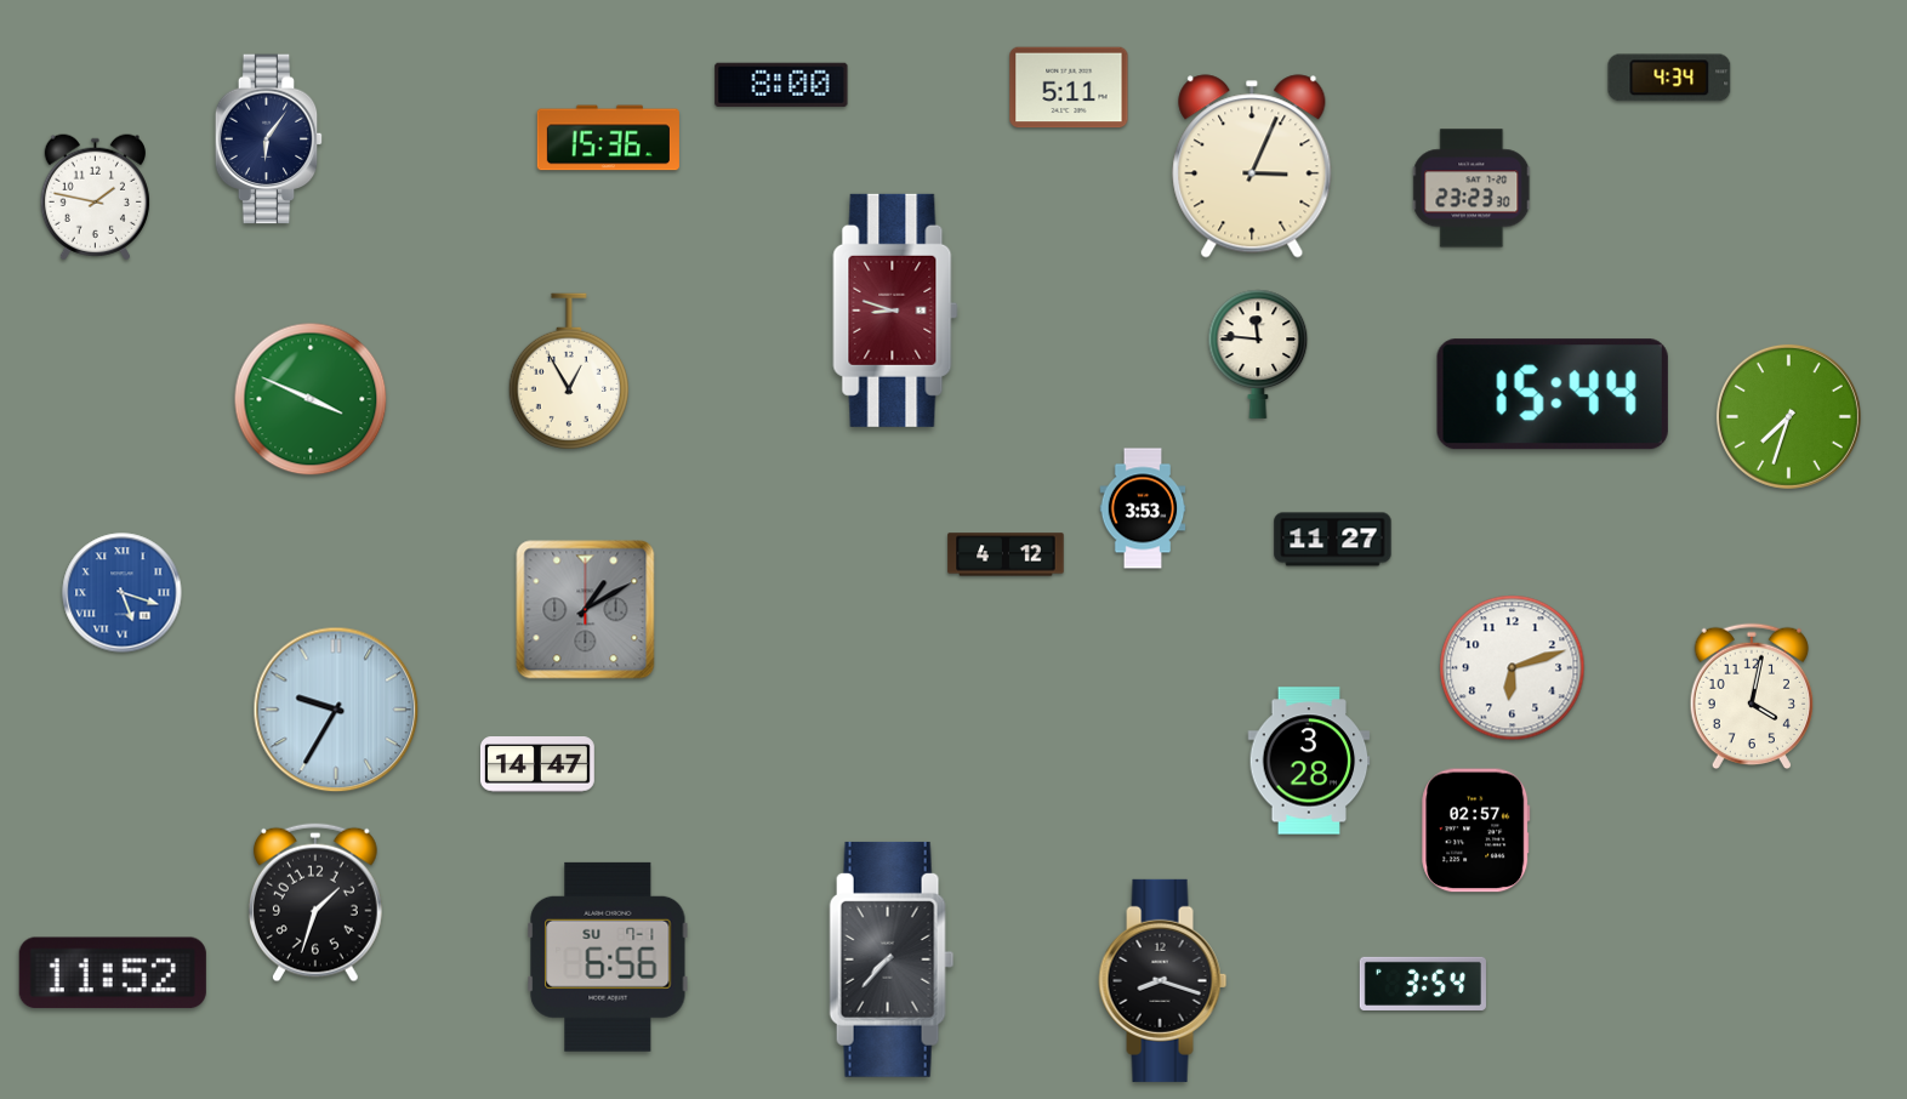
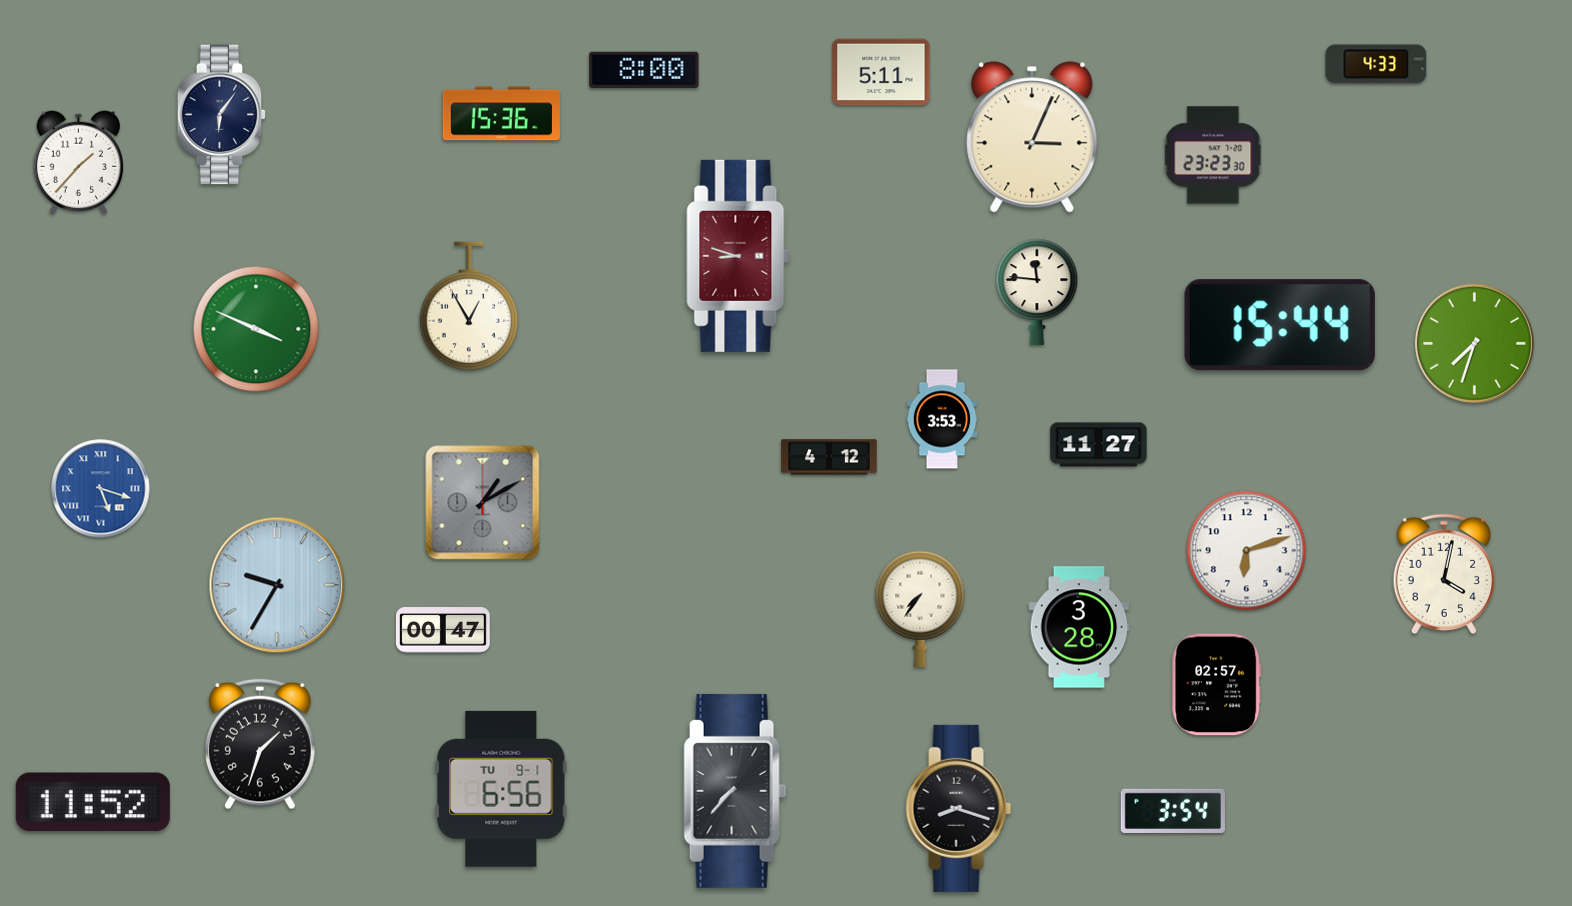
clock at (1669, 78): 4:34 -> 4:33
clock at (95, 198): 1:47 -> 1:37
clock at (920, 608): none -> 7:36
clock at (537, 764): 14:47 -> 00:47
clock at (608, 957) date: SU 7-1 -> TU 9-1
